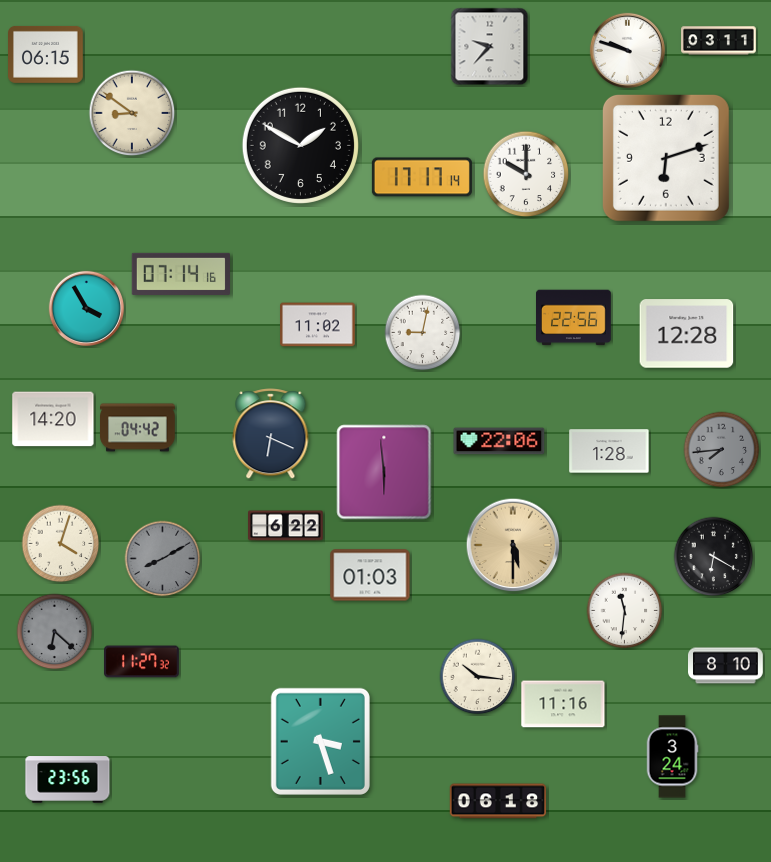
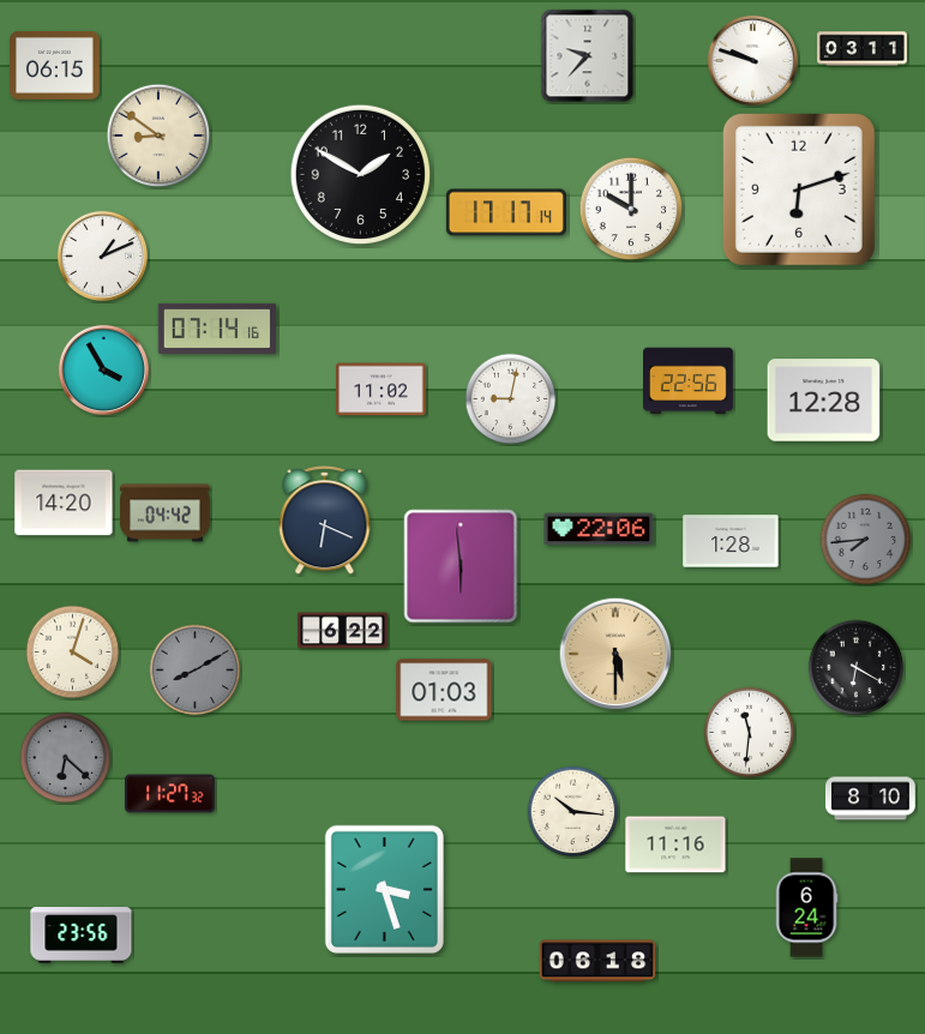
clock at (102, 256): none -> 1:11
clock at (423, 333) position: (423, 333) -> (511, 399)
clock at (672, 757): 3:24 -> 6:24
